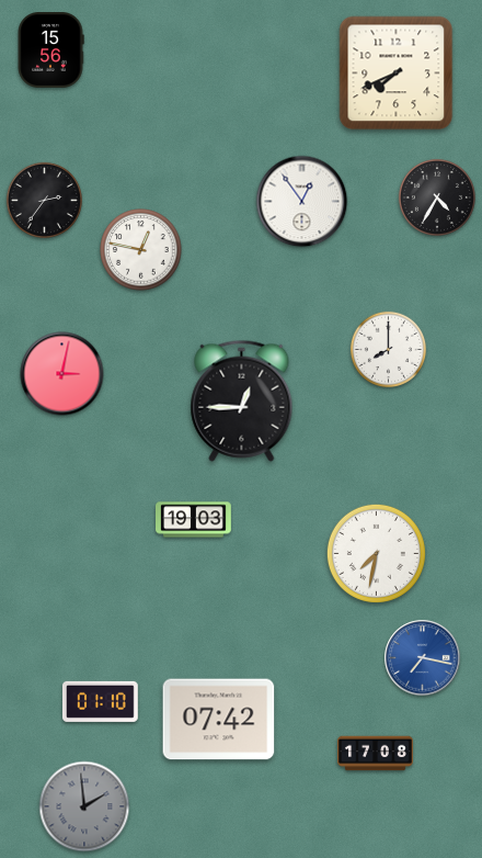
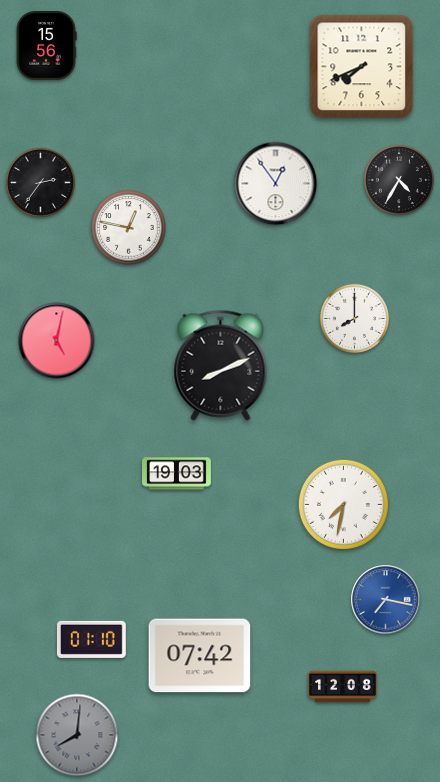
clock at (62, 374): 3:02 -> 5:02
clock at (242, 400): 12:45 -> 8:11
clock at (376, 754): 17:08 -> 12:08
clock at (84, 806): 1:59 -> 8:01
